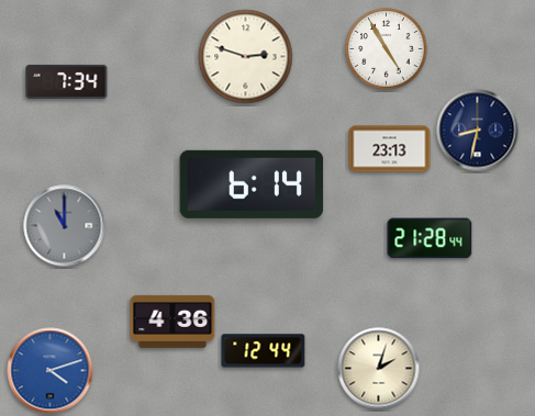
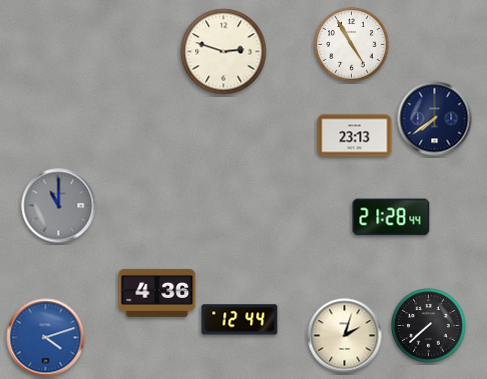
clock at (67, 81): 7:34 -> none
clock at (478, 131): 8:32 -> 7:39
clock at (252, 184): 6:14 -> none
clock at (429, 326): none -> 7:38
